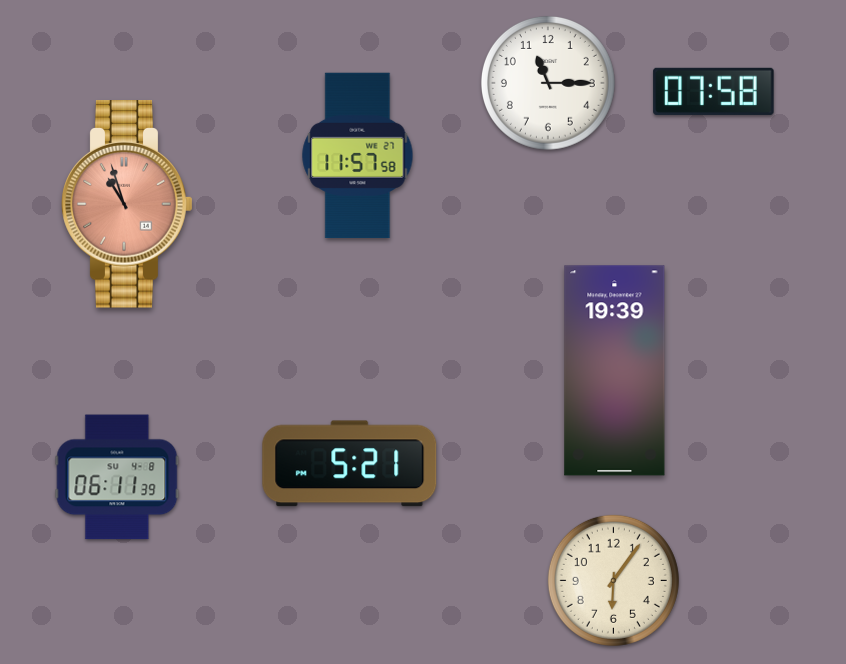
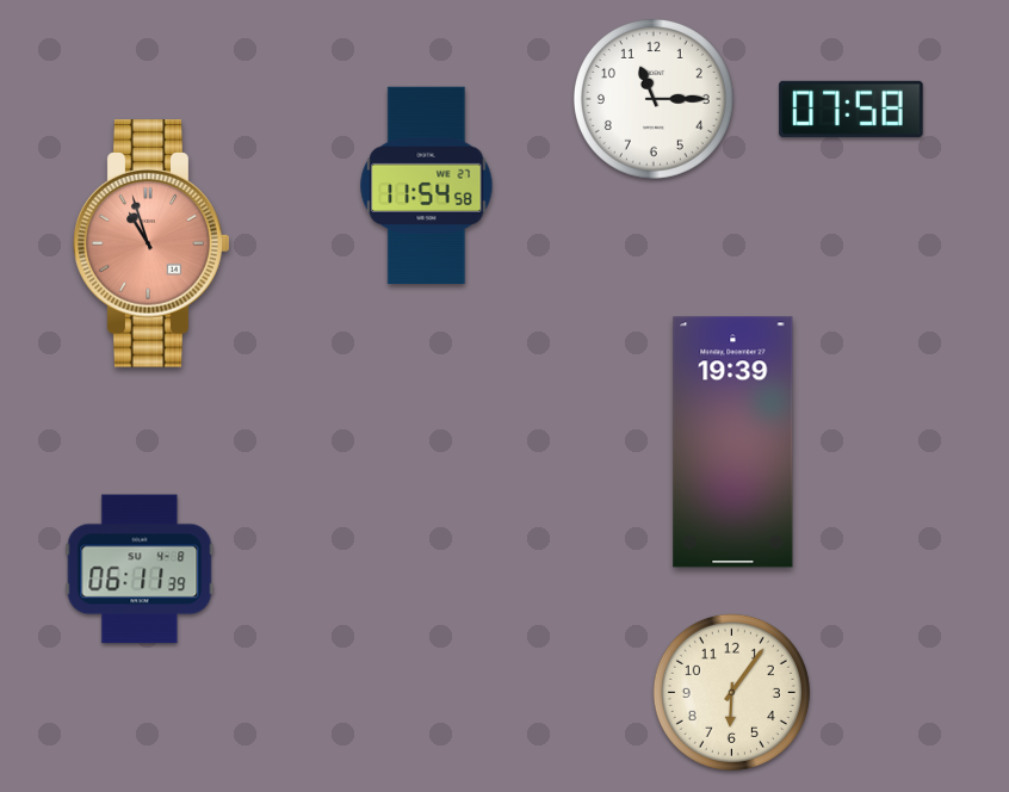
clock at (358, 156): 11:57 -> 11:54
clock at (350, 464): 5:21 -> none
